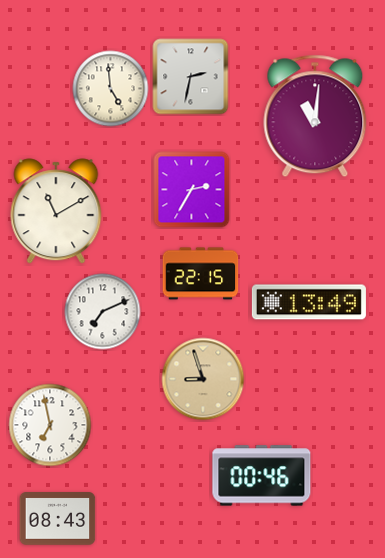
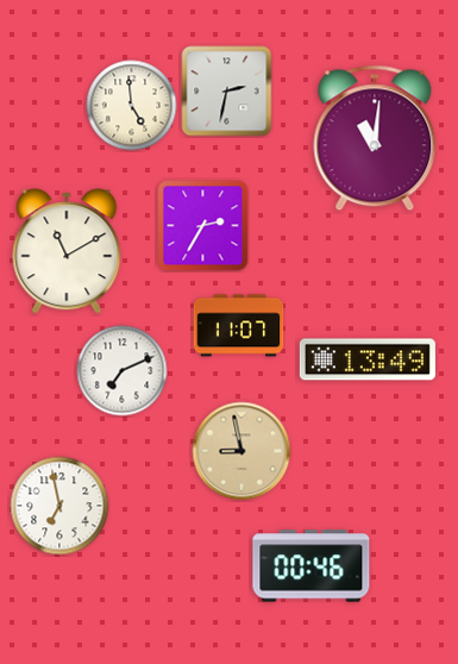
clock at (192, 190) position: (192, 190) -> (203, 226)
clock at (201, 274): 22:15 -> 11:07
clock at (203, 379): 8:57 -> 8:58
clock at (58, 519): 08:43 -> none
